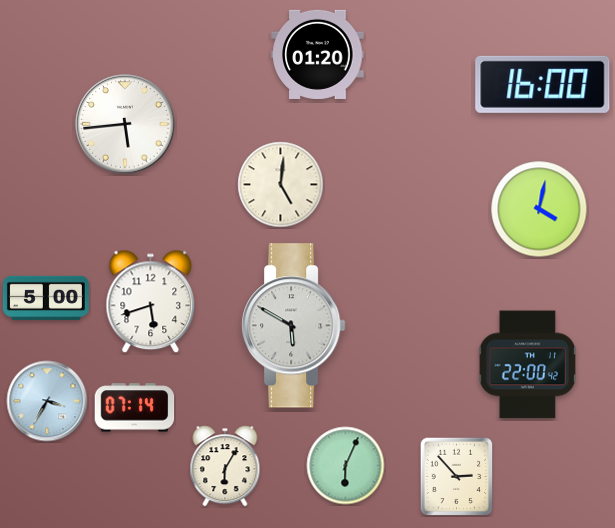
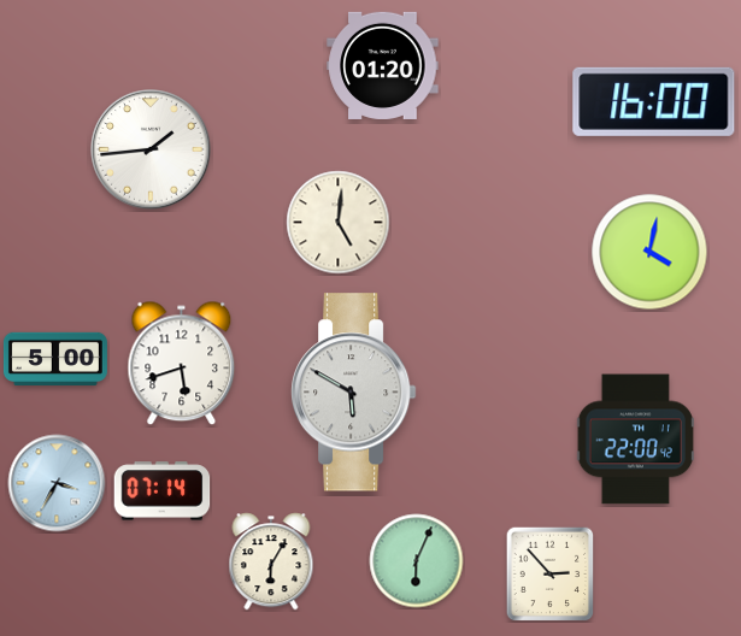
clock at (125, 124): 5:44 -> 1:44
